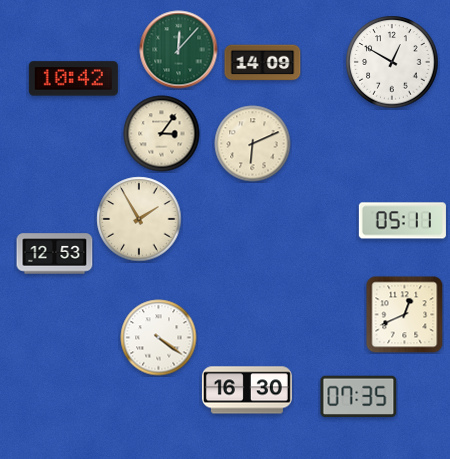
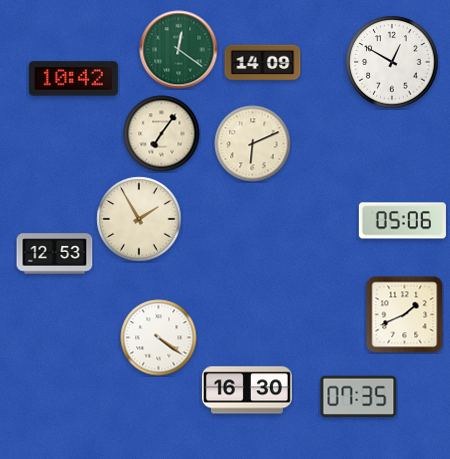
clock at (179, 50): 12:07 -> 12:21
clock at (162, 134): 3:06 -> 7:06
clock at (402, 221): 05:11 -> 05:06
clock at (405, 315): 12:41 -> 1:41
